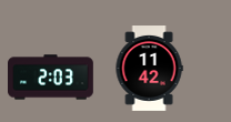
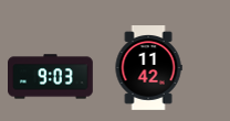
clock at (51, 78): 2:03 -> 9:03
